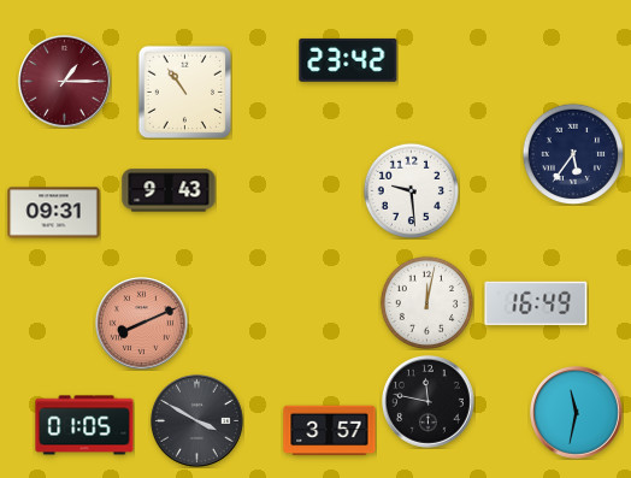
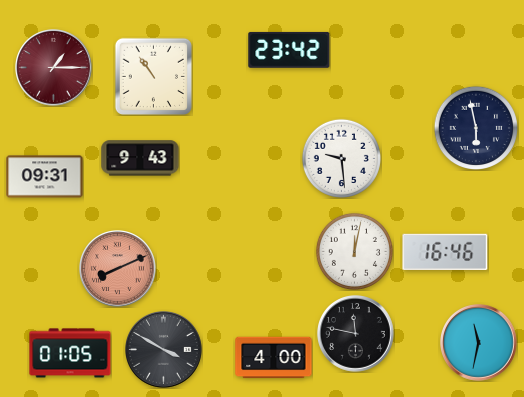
clock at (572, 153): 5:36 -> 5:58
clock at (536, 303): 16:49 -> 16:46
clock at (330, 431): 3:57 -> 4:00
